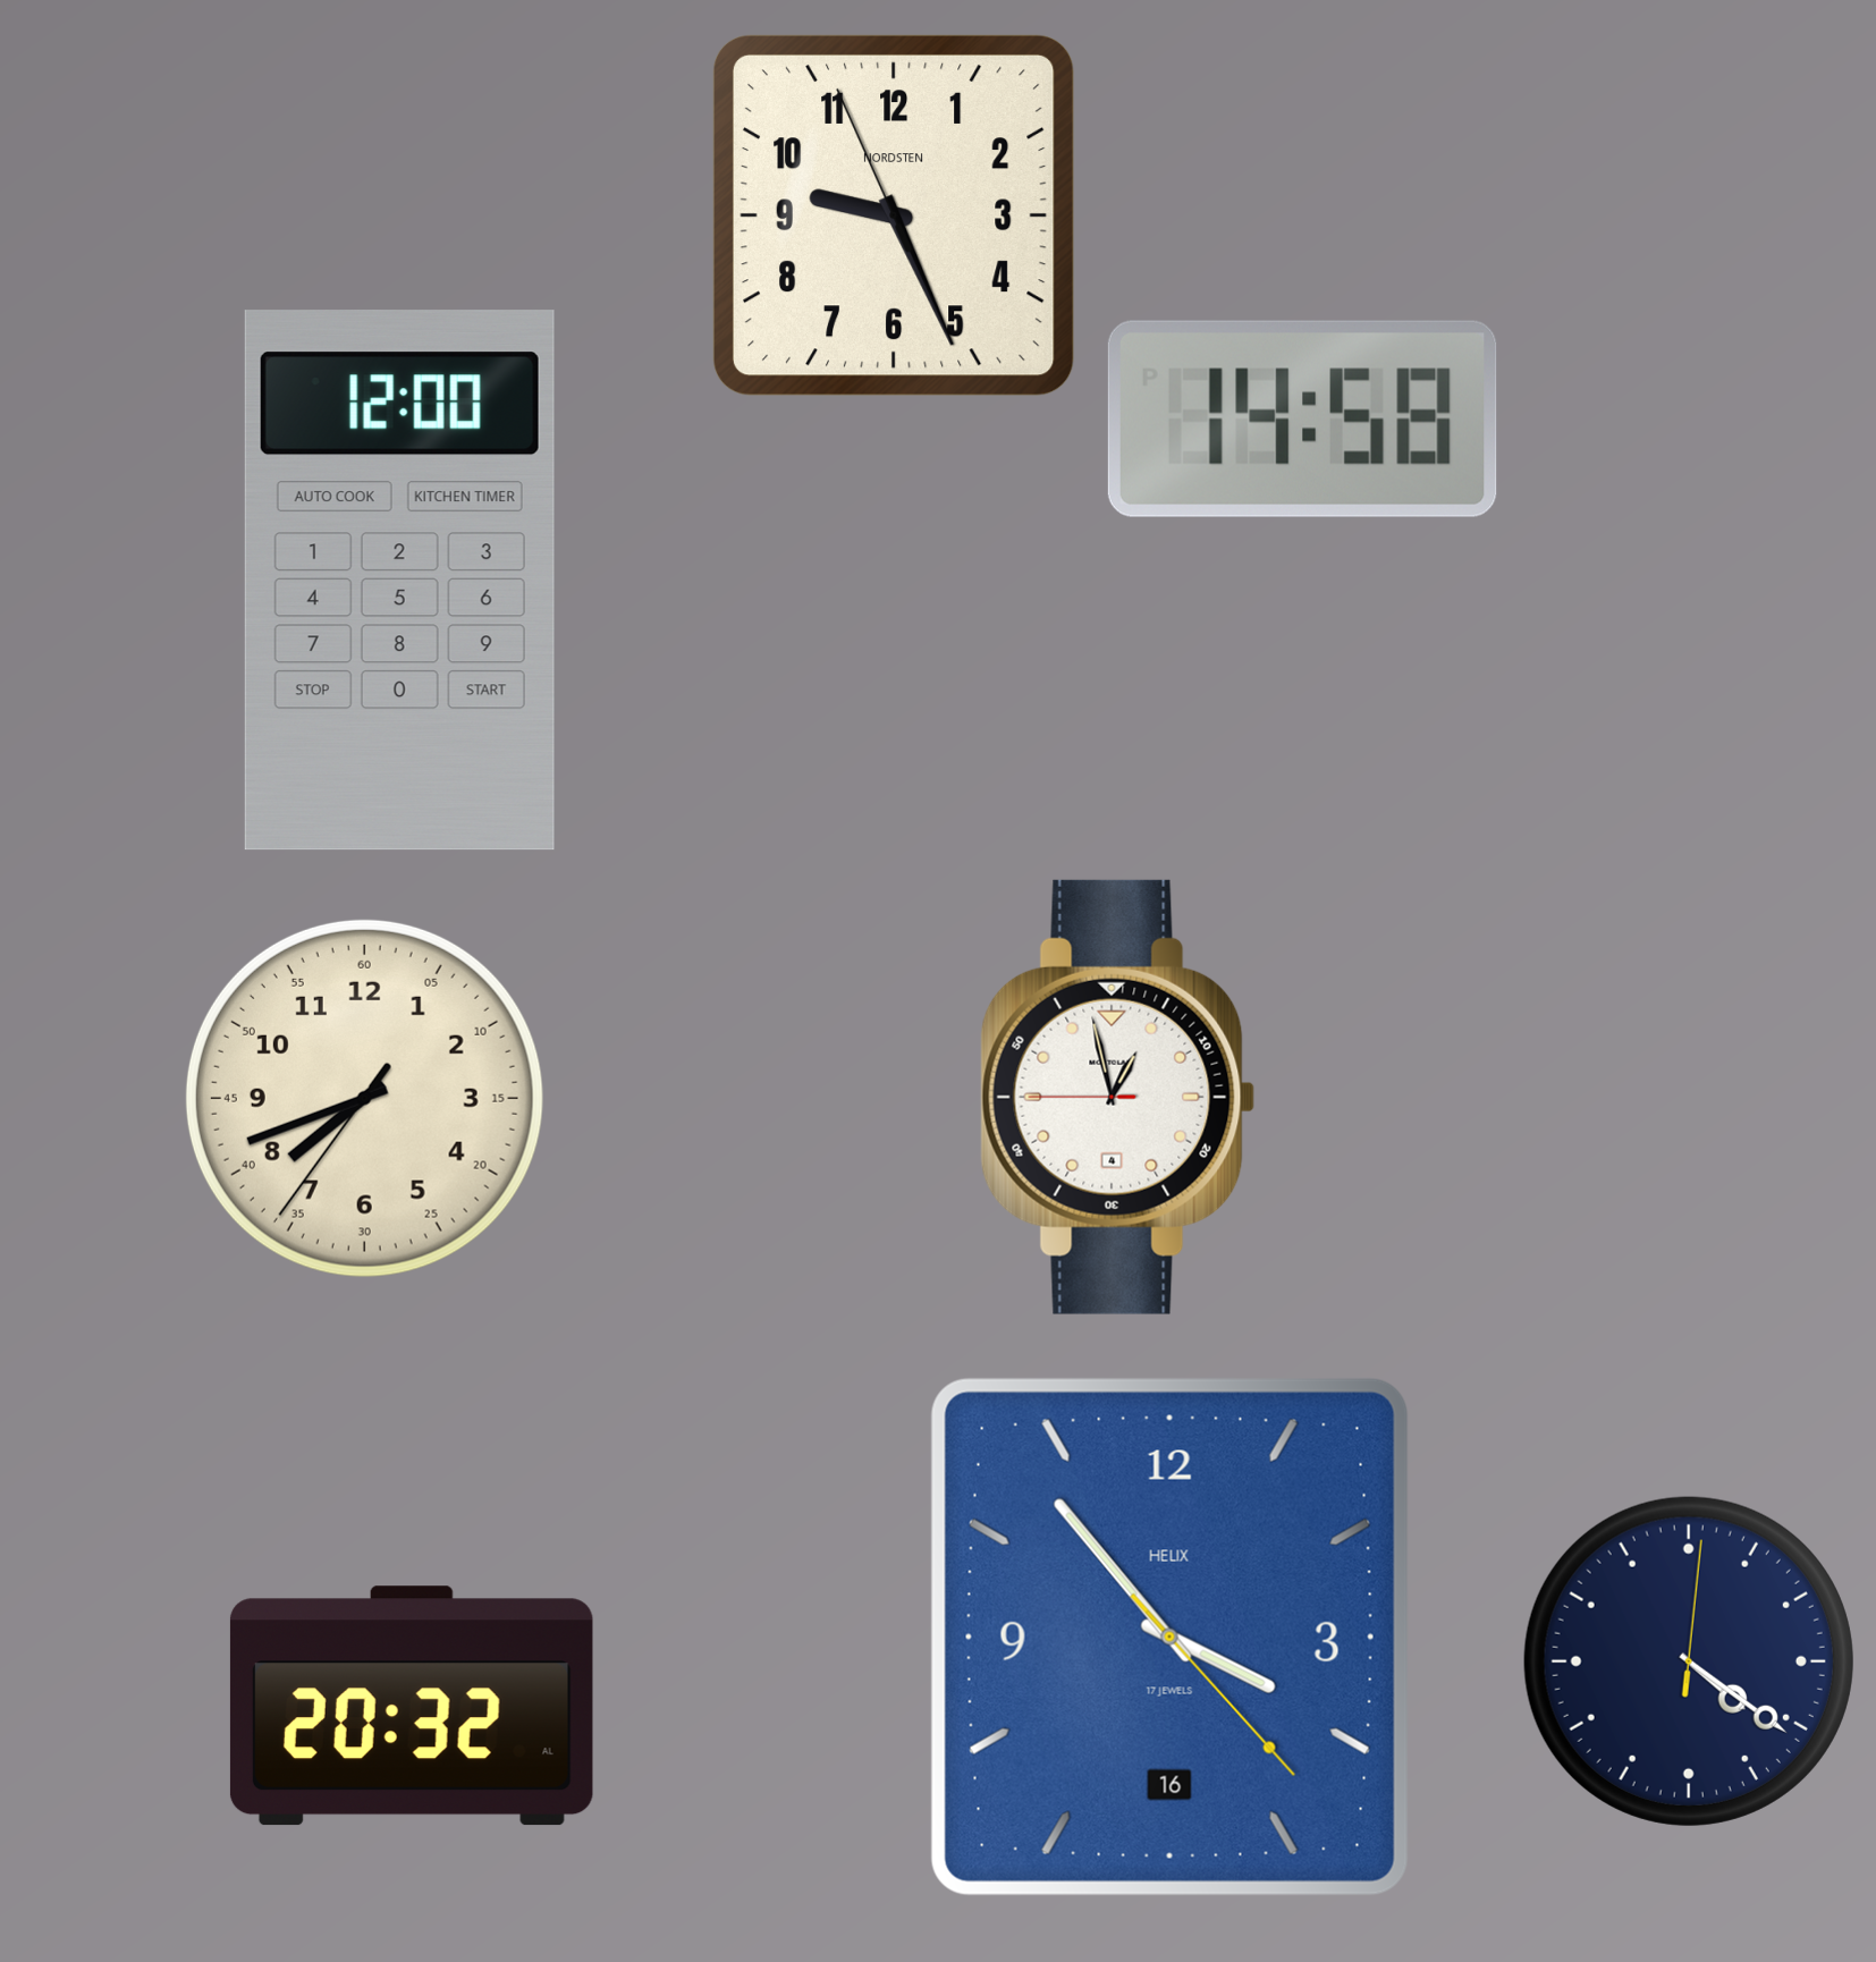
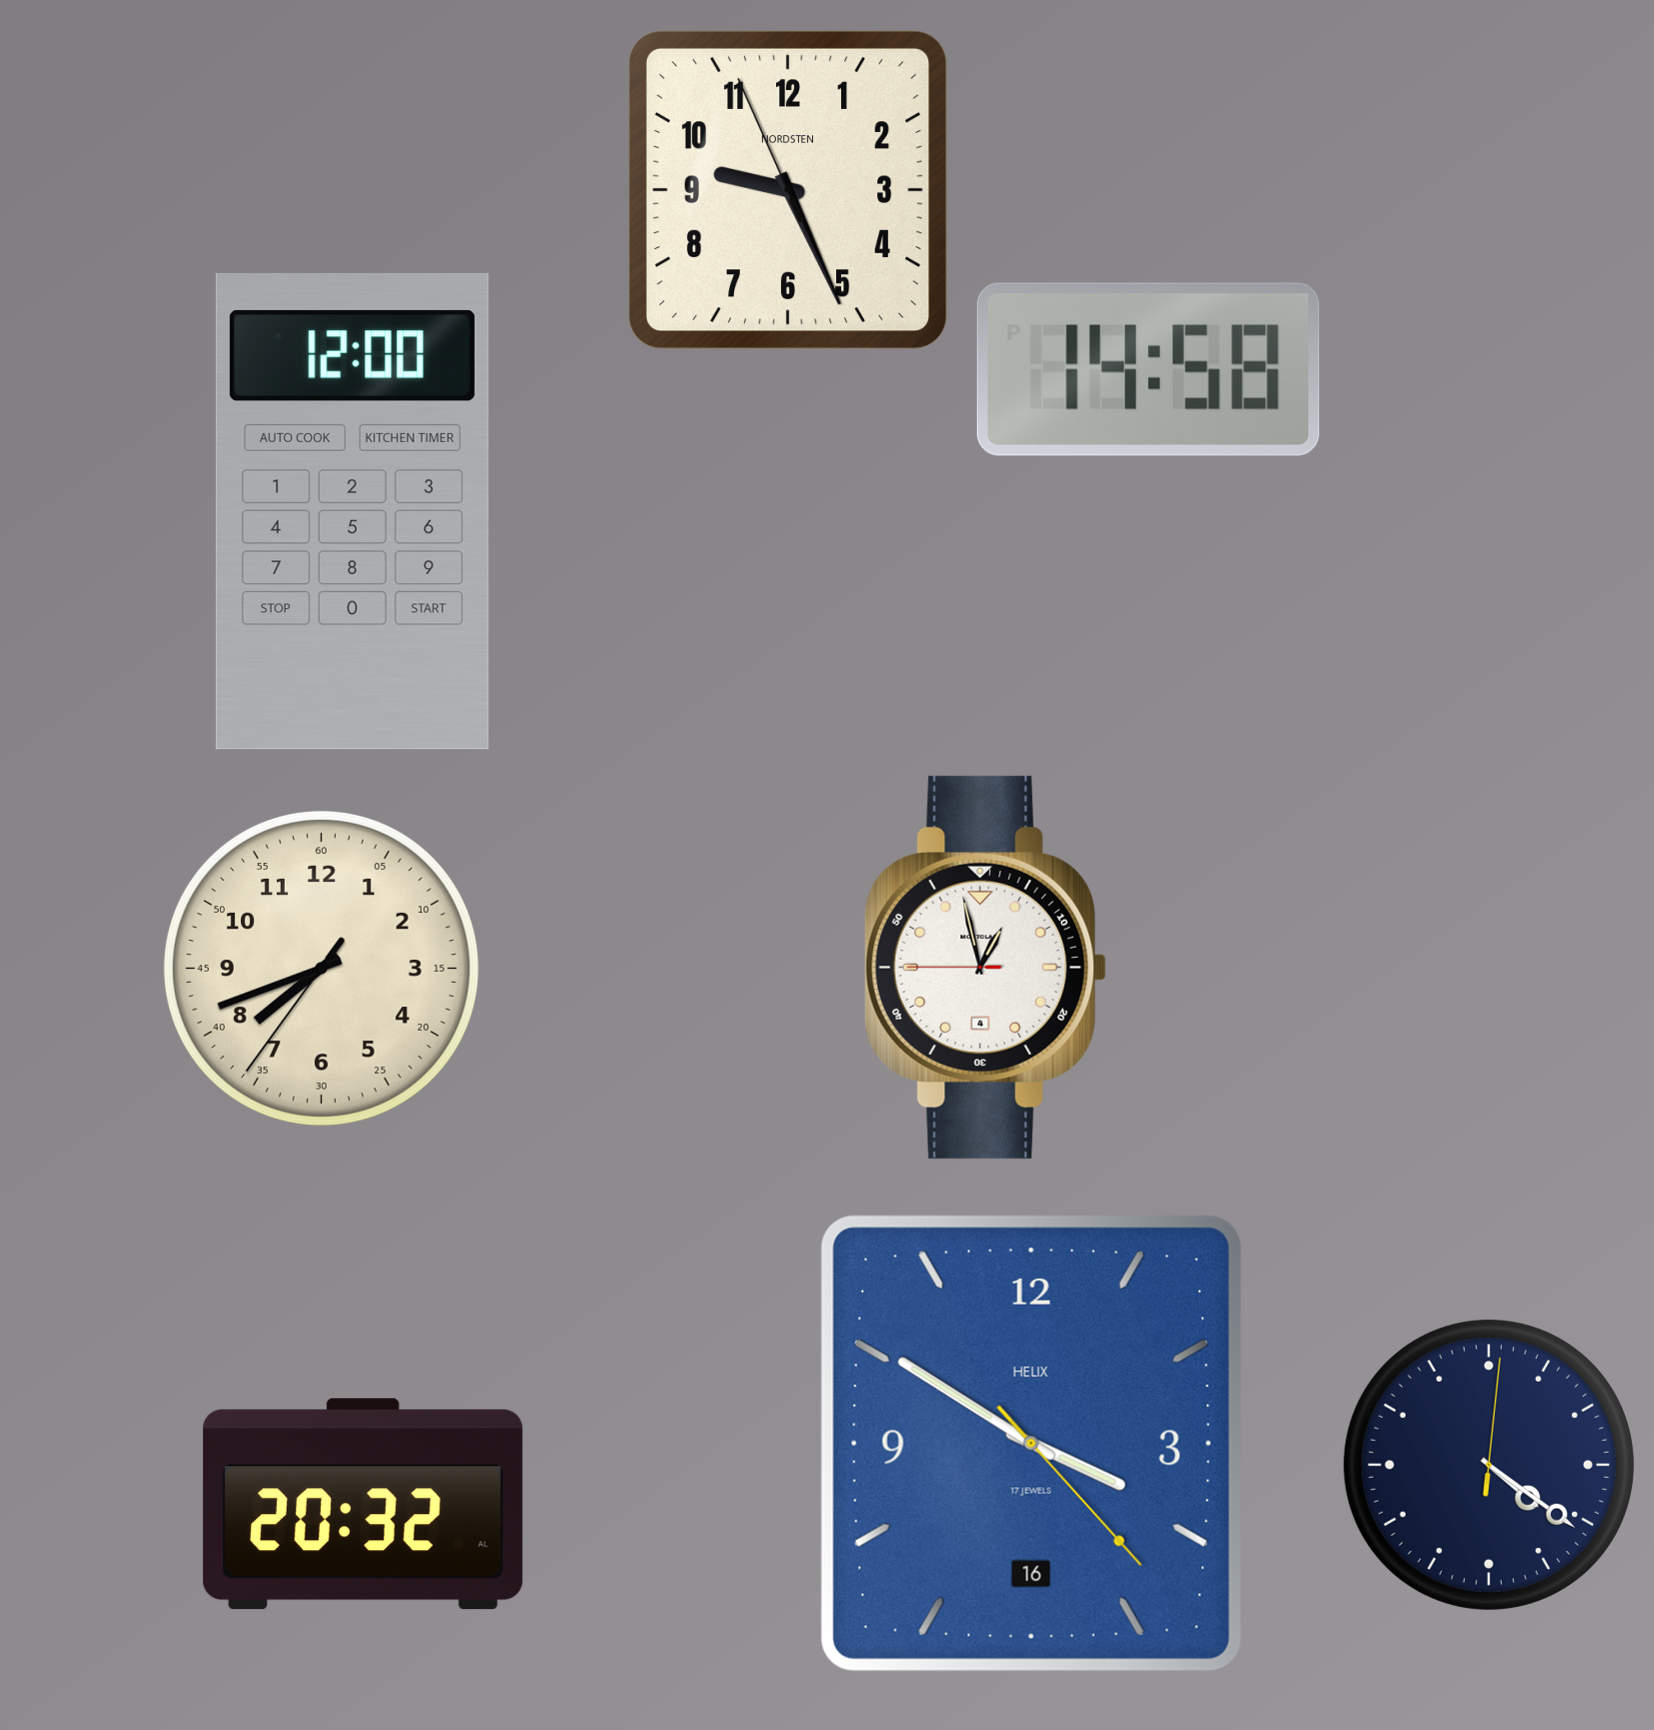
clock at (1169, 1637): 3:53 -> 3:50
